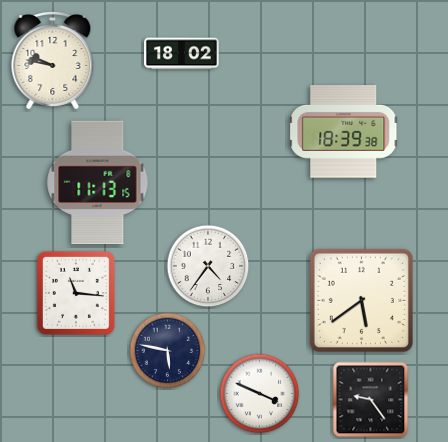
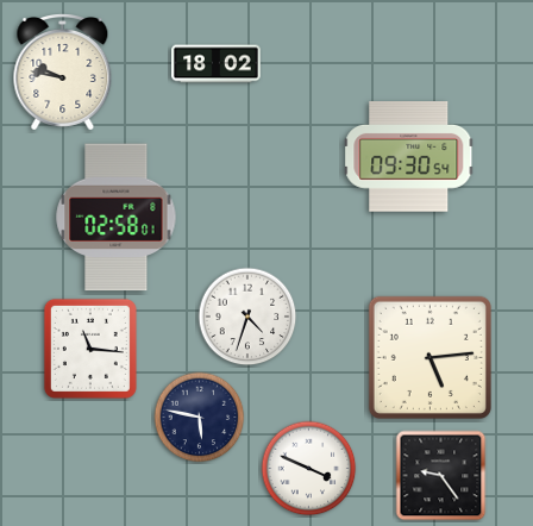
clock at (344, 132): 18:39 -> 09:30
clock at (98, 183): 11:13 -> 02:58
clock at (208, 266): 4:36 -> 4:33
clock at (361, 300): 5:39 -> 5:14
